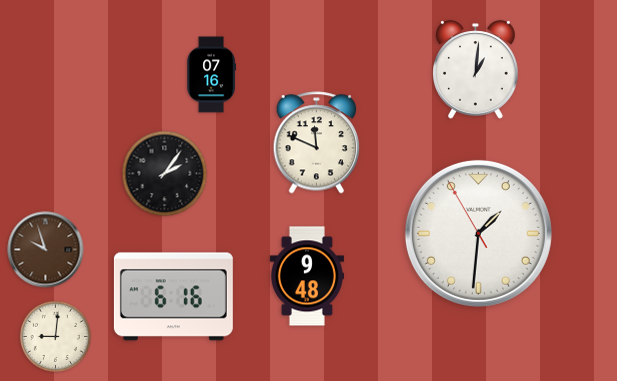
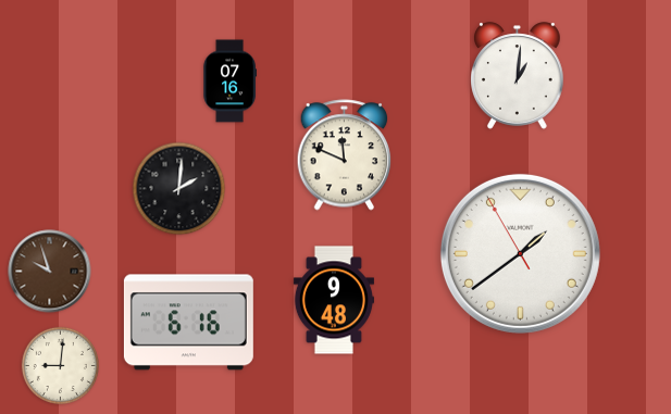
clock at (165, 174): 2:06 -> 2:01
clock at (478, 233): 1:30 -> 1:38
